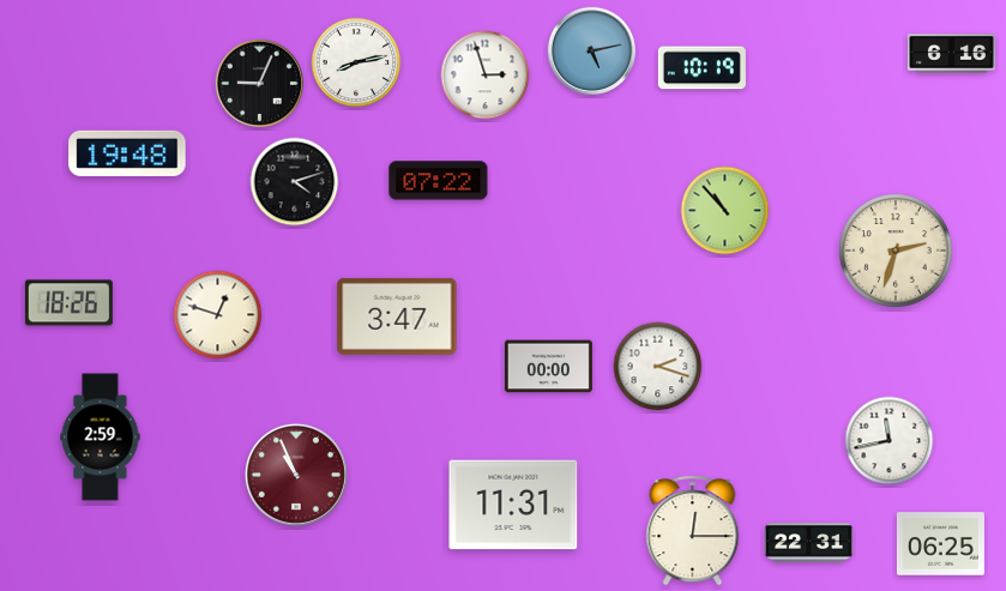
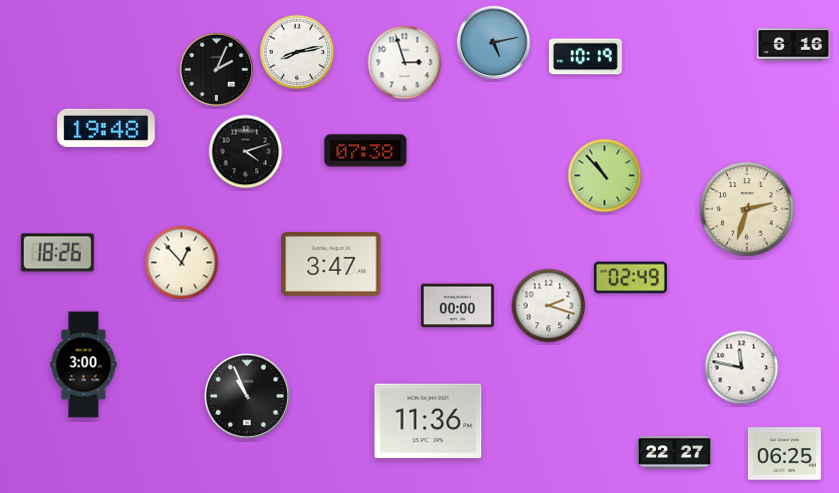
clock at (259, 83): 9:04 -> 2:04
clock at (439, 181): 07:22 -> 07:38
clock at (218, 315): 12:48 -> 12:53
clock at (630, 278): none -> 02:49
clock at (101, 438): 2:59 -> 3:00
clock at (890, 441): 11:43 -> 11:47
clock at (296, 475) dial: burgundy -> black
clock at (513, 505): 11:31 -> 11:36
clock at (693, 531): 12:15 -> none
clock at (808, 543): 22:31 -> 22:27
